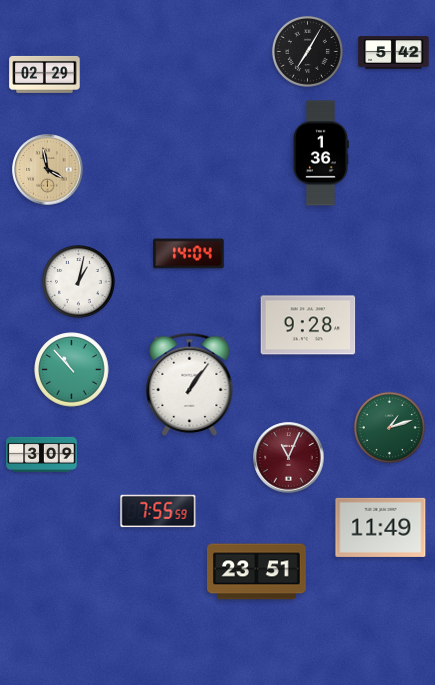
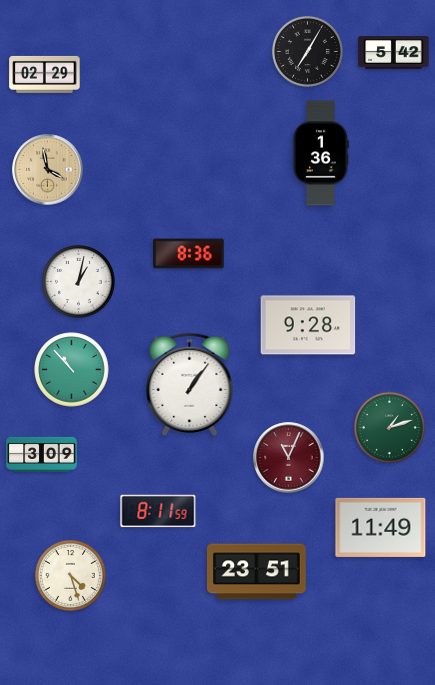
clock at (189, 254): 14:04 -> 8:36
clock at (158, 511): 7:55 -> 8:11
clock at (70, 575): none -> 4:27
